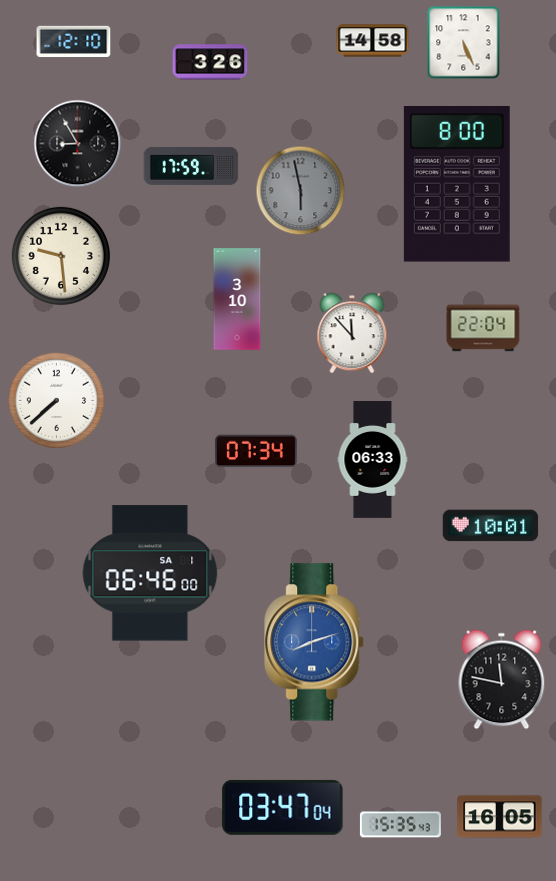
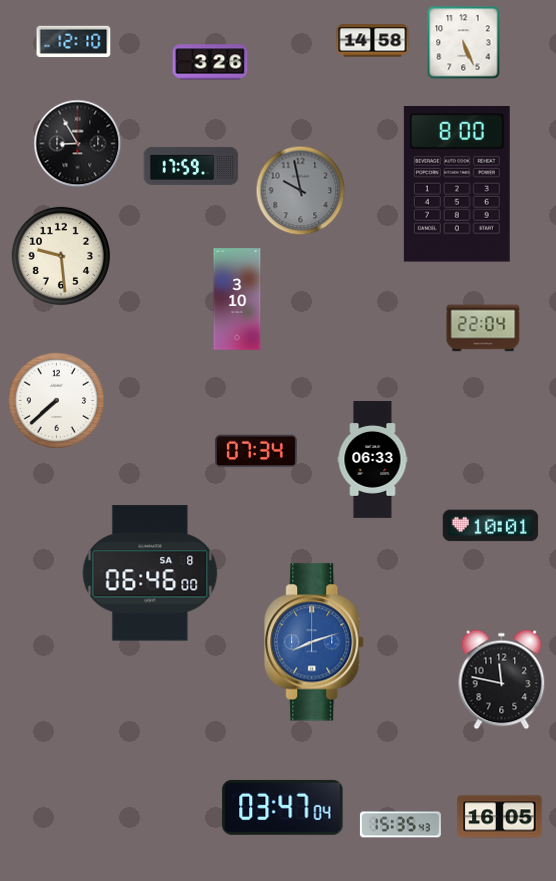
clock at (301, 191): 5:58 -> 9:58
clock at (352, 333): 11:53 -> none
clock at (150, 573) date: SA 1 -> SA 8
